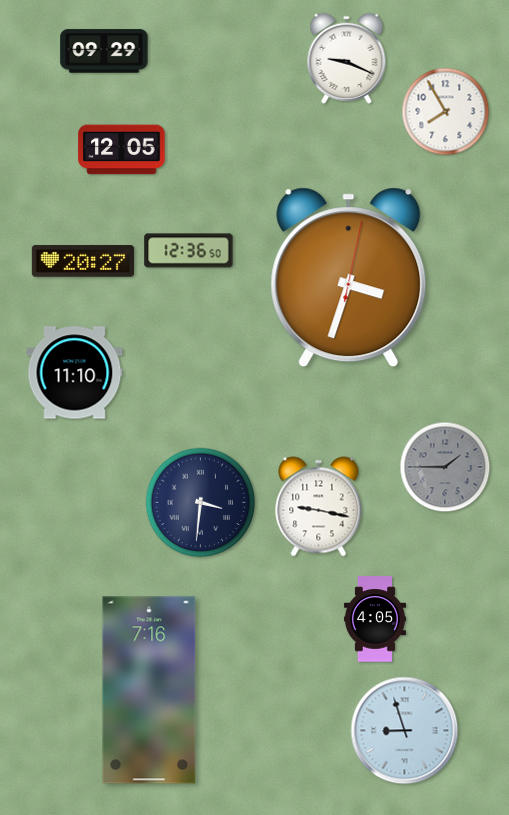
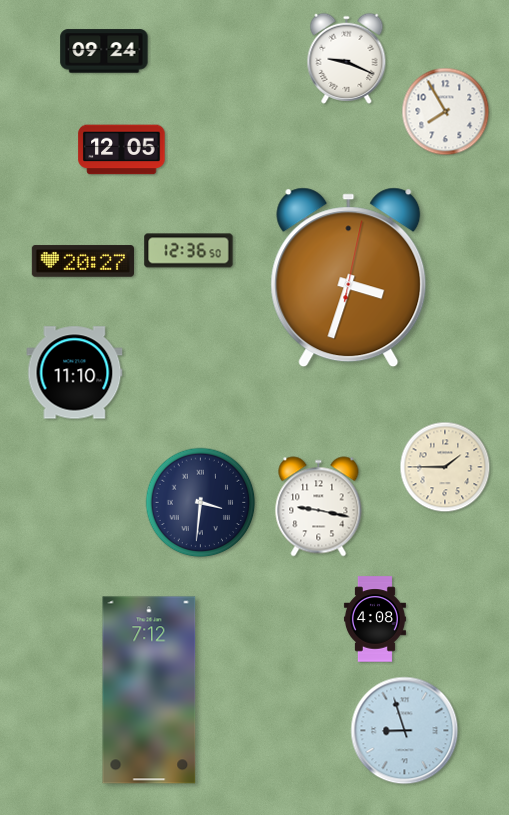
clock at (104, 51): 09:29 -> 09:24
clock at (445, 467) dial: grey -> cream
clock at (375, 619): 4:05 -> 4:08
clock at (149, 690): 7:16 -> 7:12
